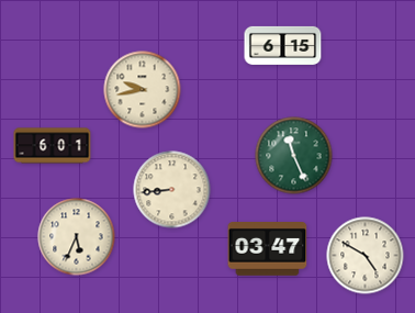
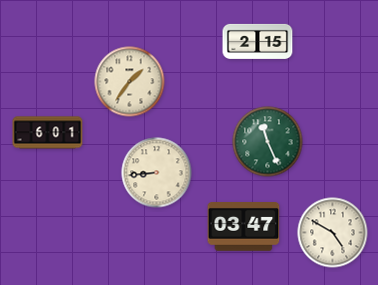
clock at (283, 45): 6:15 -> 2:15
clock at (143, 90): 9:43 -> 1:36
clock at (77, 237): 5:34 -> none
